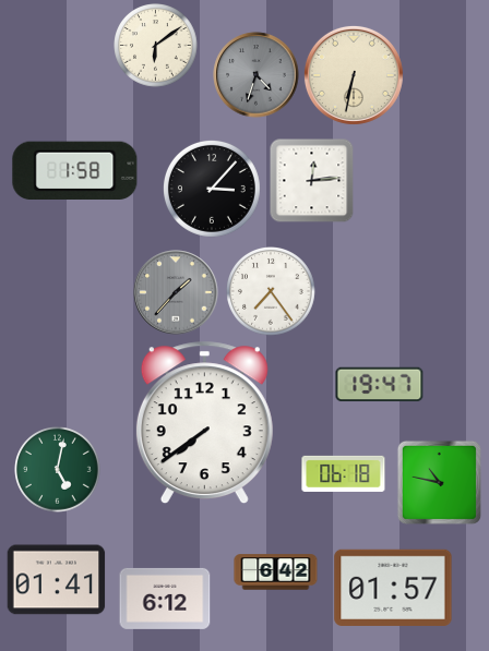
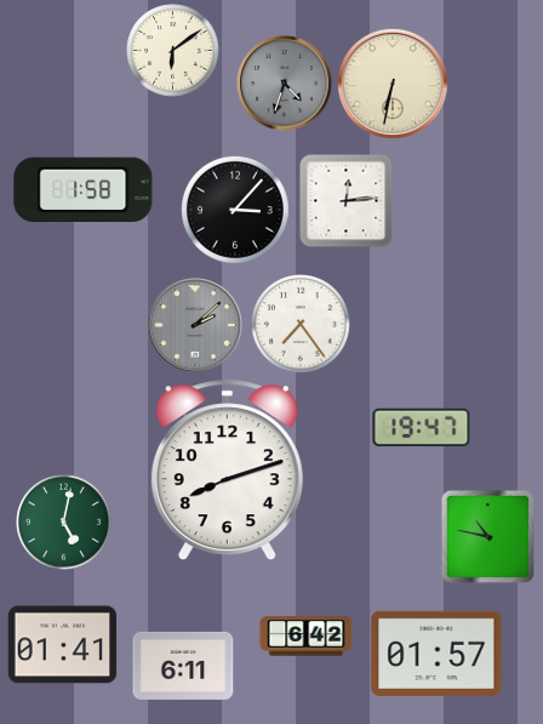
clock at (176, 292): 1:37 -> 2:08
clock at (204, 423): 7:39 -> 8:12
clock at (344, 473): 06:18 -> none
clock at (165, 599): 6:12 -> 6:11
